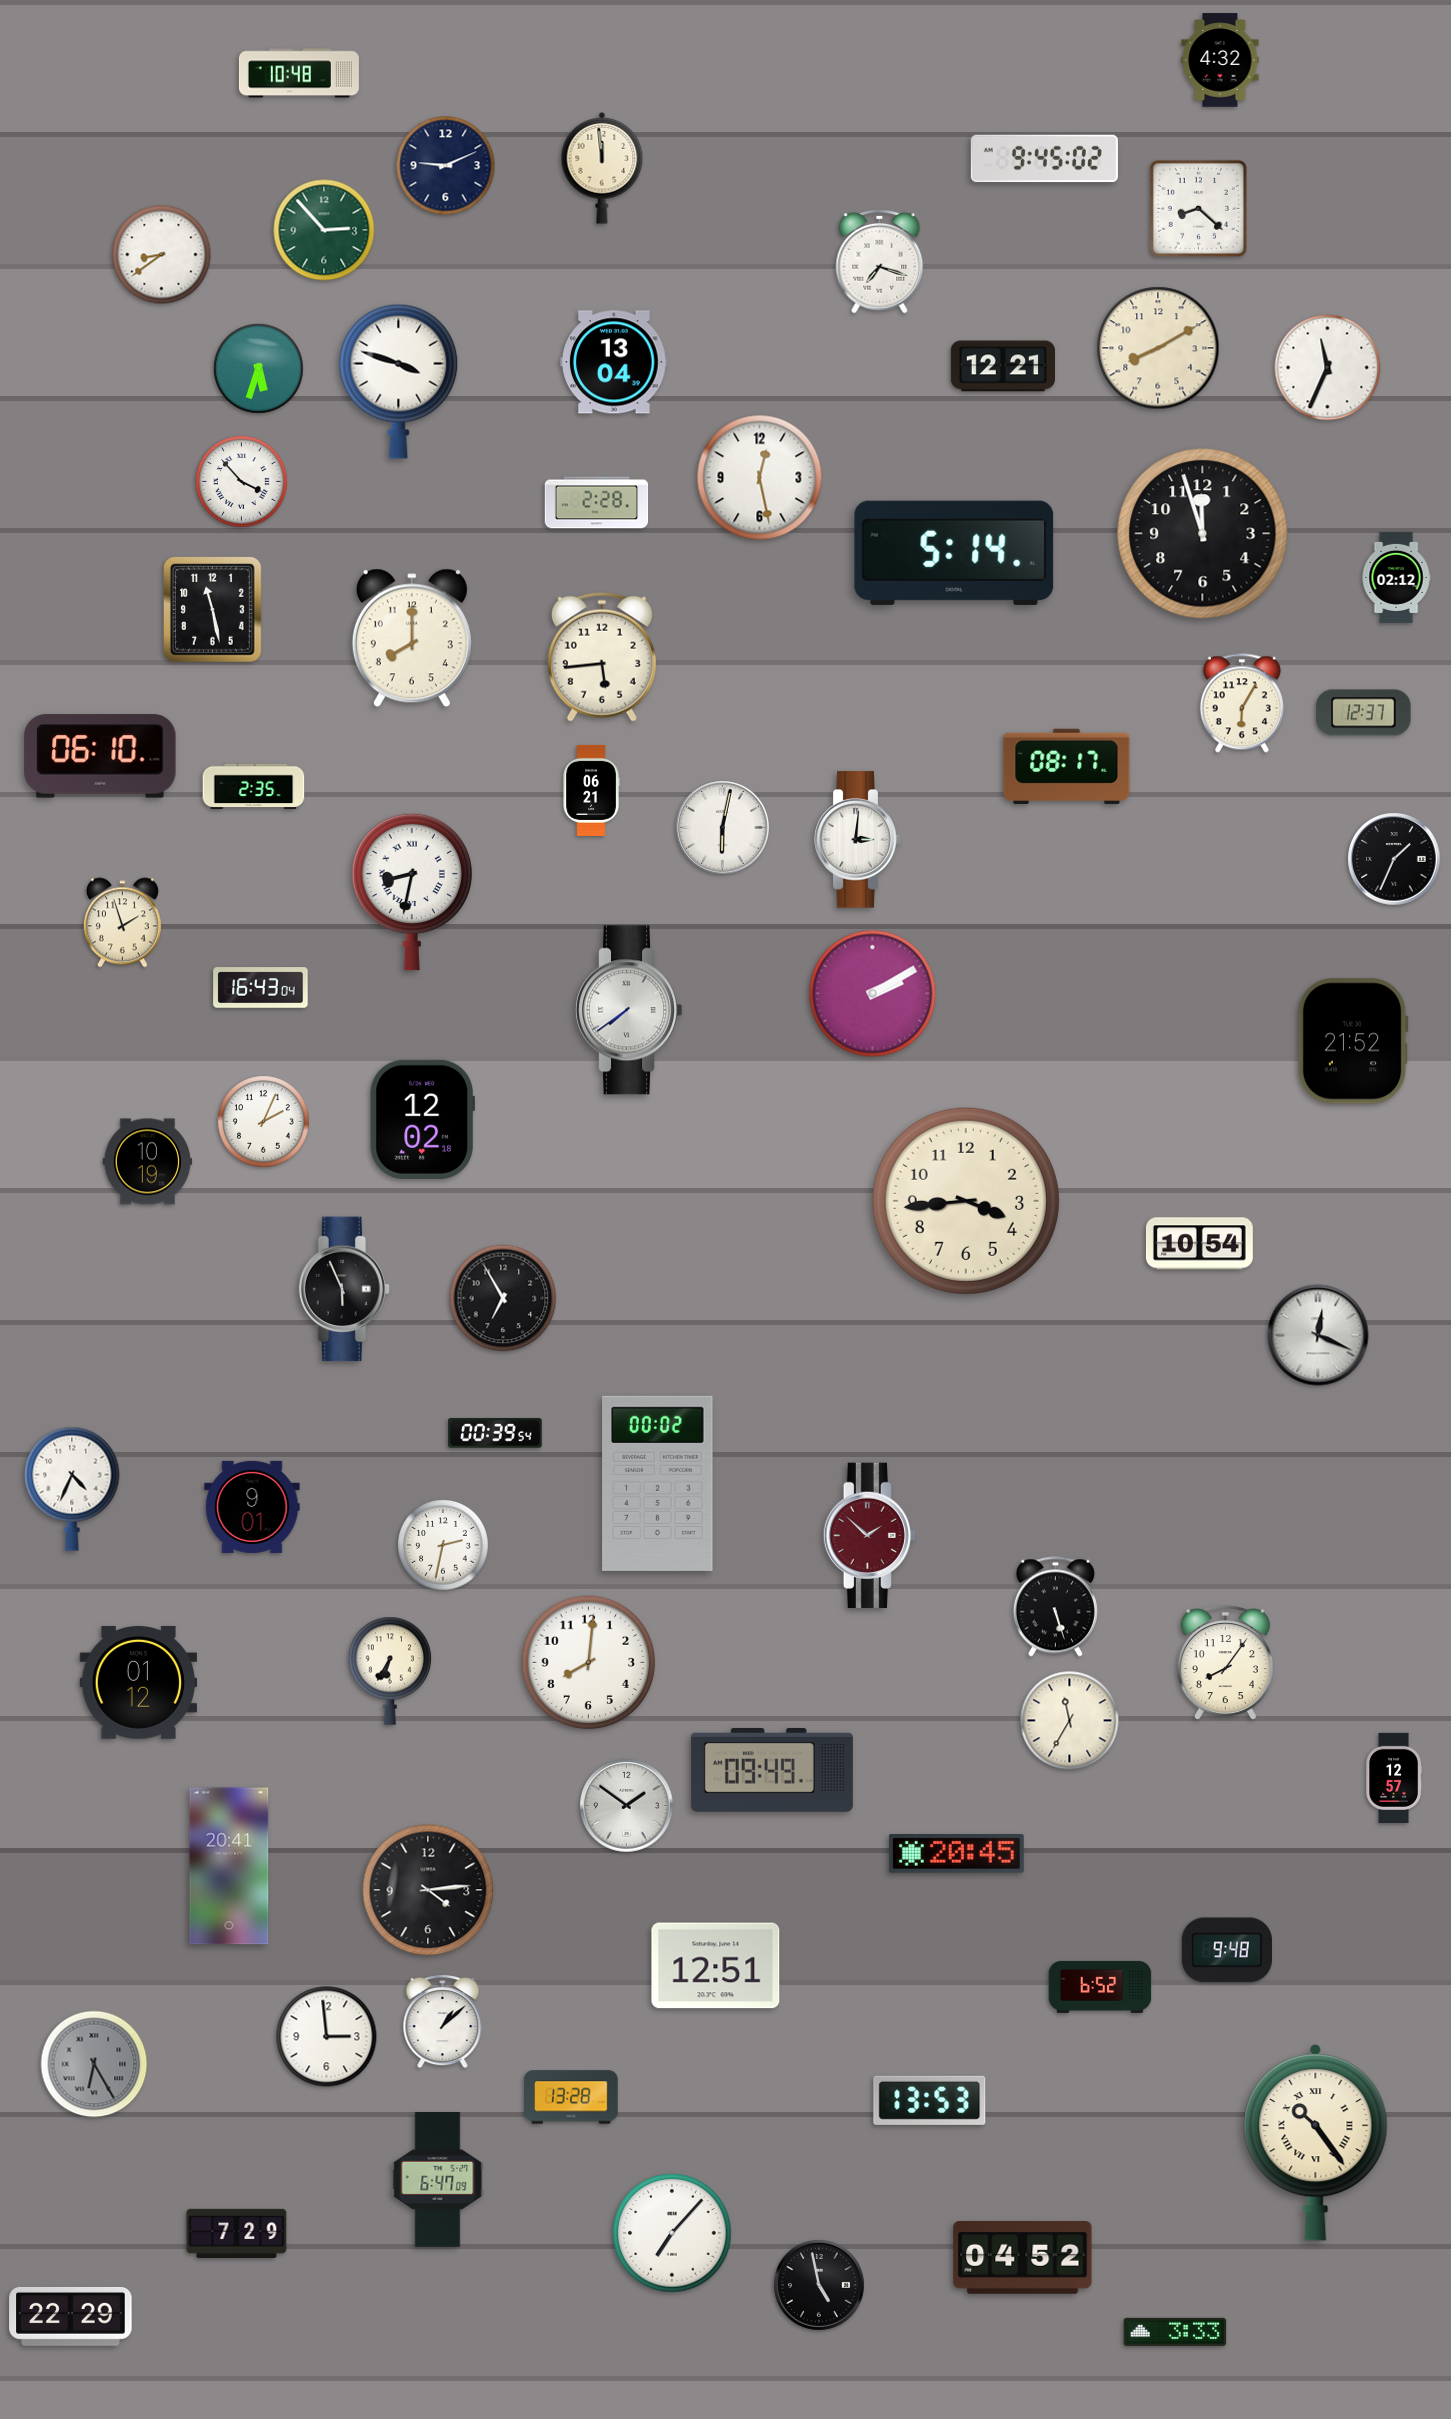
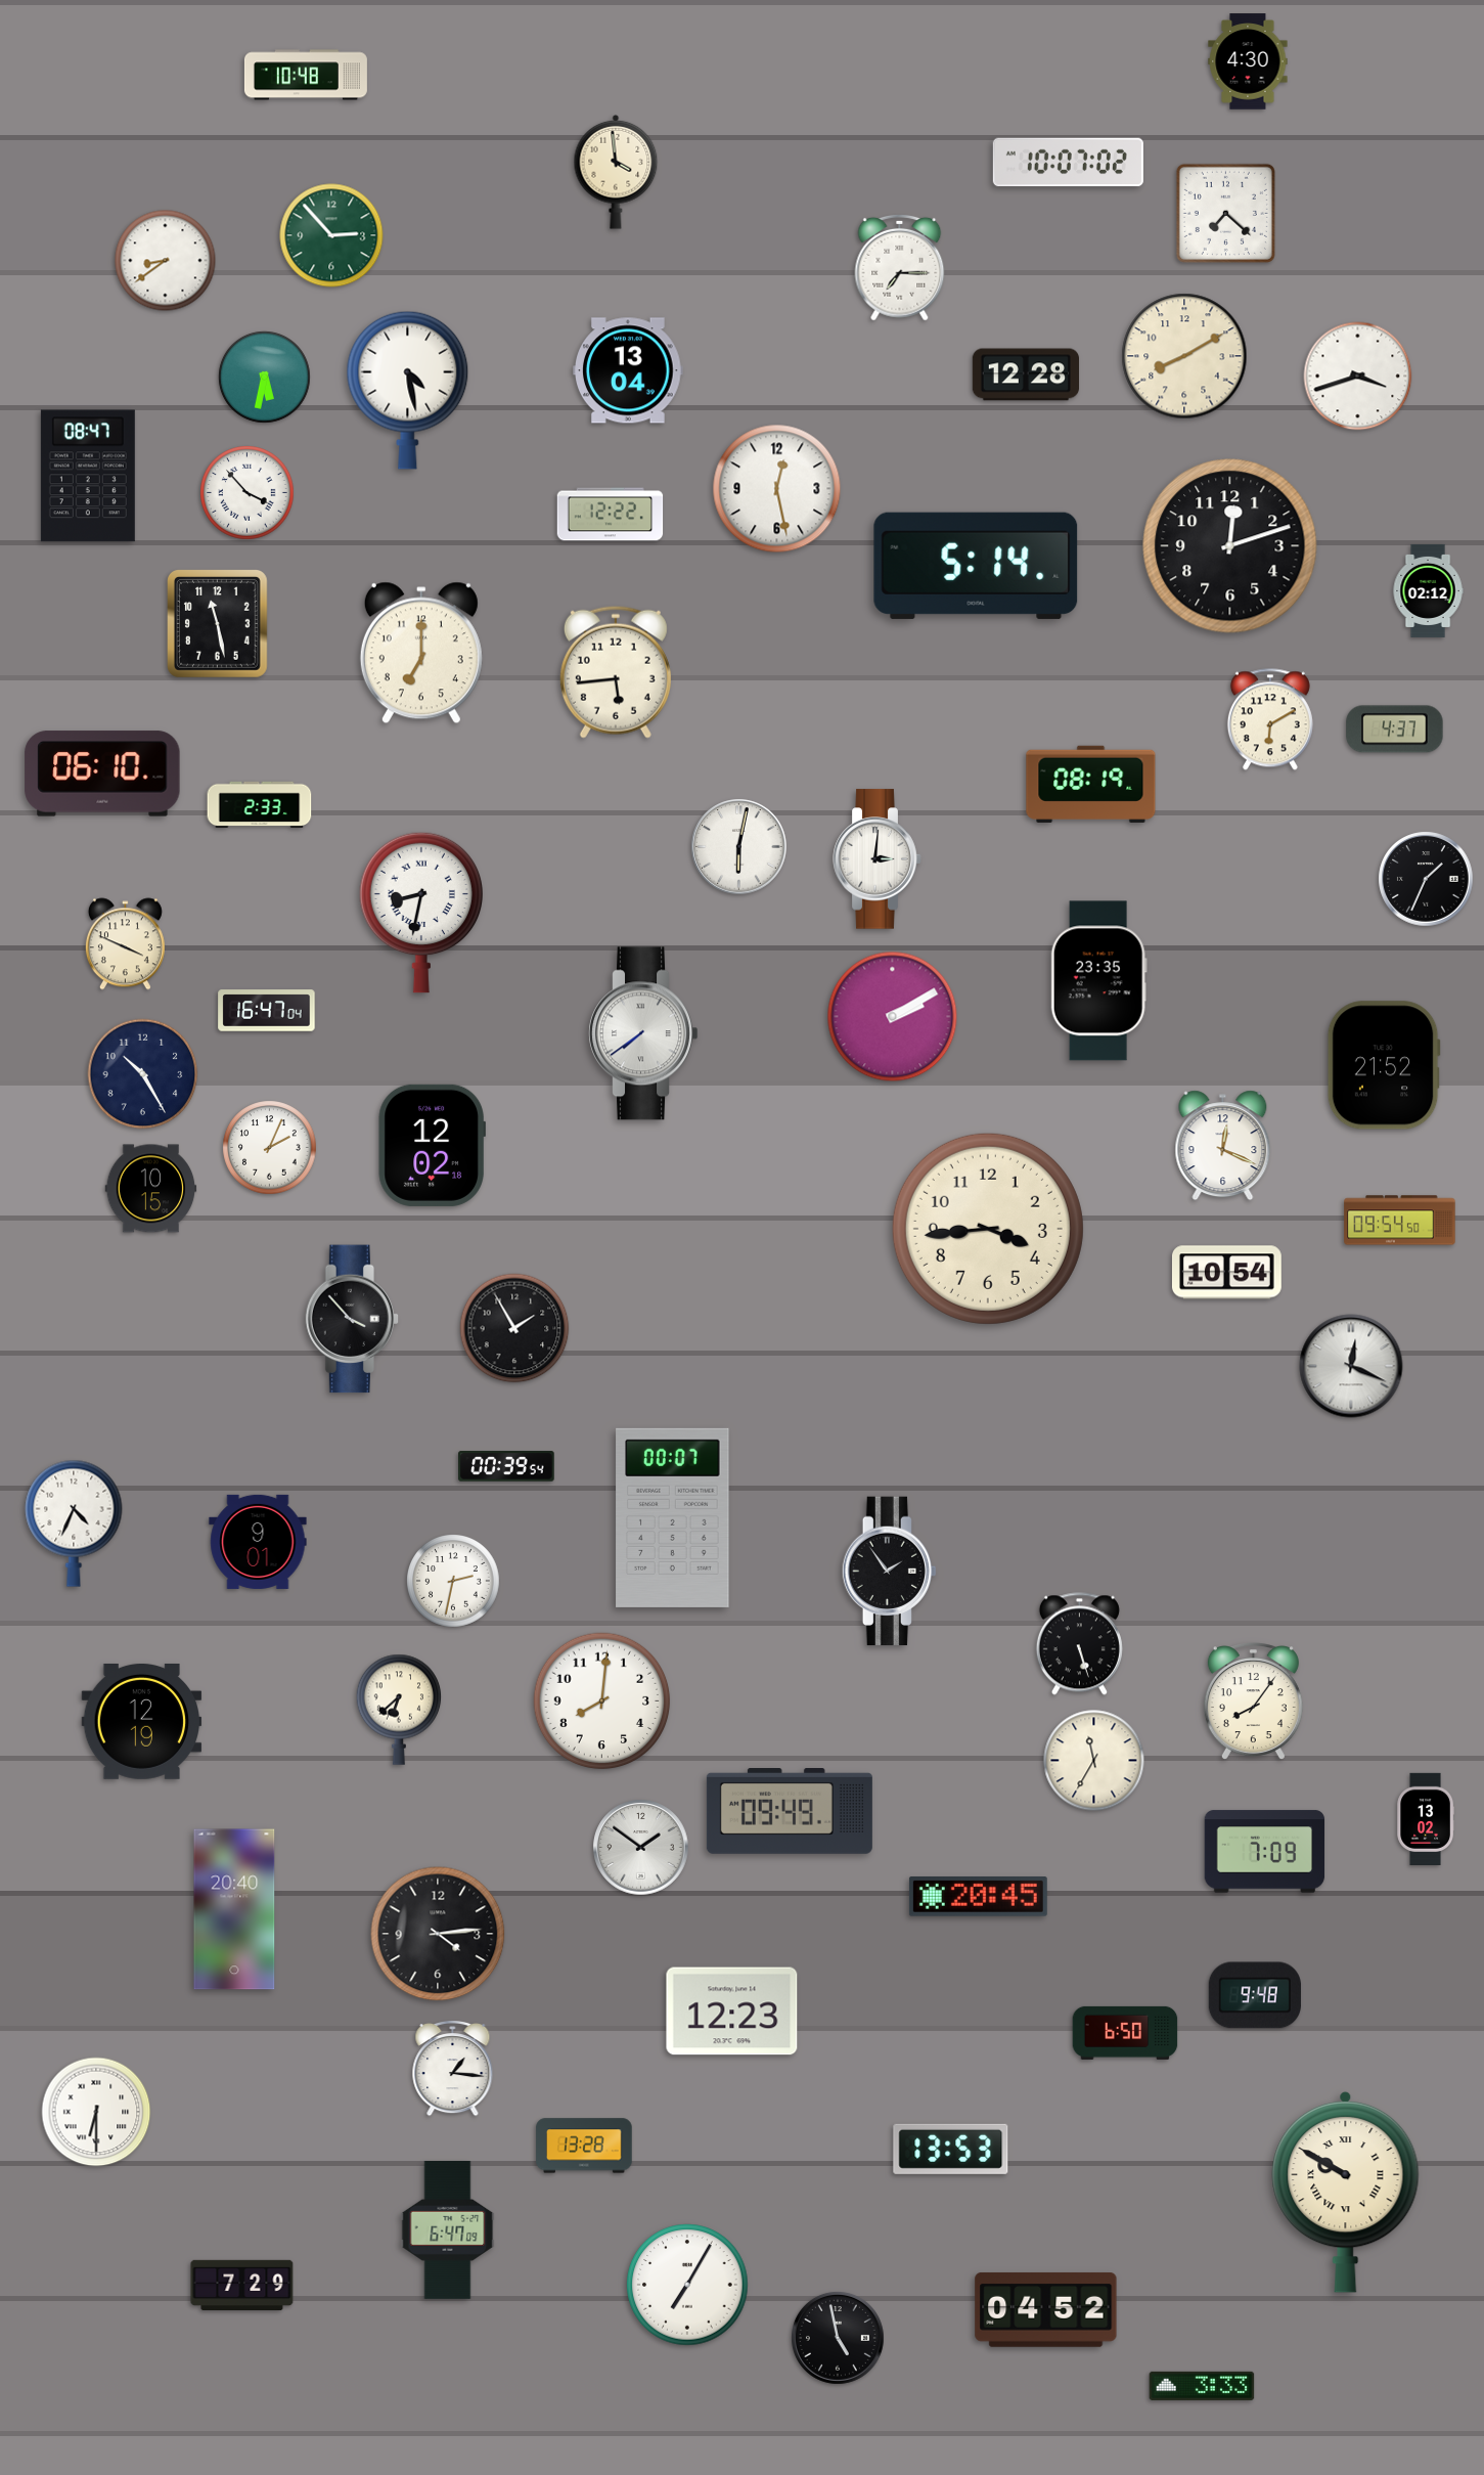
clock at (1220, 60): 4:32 -> 4:30
clock at (1044, 159): 9:45 -> 10:07
clock at (446, 166): 9:11 -> none
clock at (602, 168): 11:59 -> 3:59
clock at (1198, 208): 8:22 -> 7:22
clock at (880, 261): 7:18 -> 7:15
clock at (1002, 366): 12:21 -> 12:28
clock at (258, 368): 5:33 -> 5:32
clock at (1328, 368): 11:34 -> 3:42
clock at (399, 381): 3:48 -> 4:28
clock at (88, 476): none -> 08:47
clock at (597, 503): 2:28 -> 12:22
clock at (1203, 534): 11:57 -> 12:12
clock at (412, 638): 8:00 -> 7:00
clock at (1242, 703): 6:05 -> 6:10
clock at (1364, 713): 12:37 -> 4:37
clock at (1067, 766): 08:17 -> 08:19
clock at (254, 787): 2:35 -> 2:33
clock at (591, 790): 06:21 -> none
clock at (122, 923): 1:57 -> 3:49
clock at (1098, 981): none -> 23:35
clock at (261, 988): 16:43 -> 16:47
clock at (143, 1074): none -> 10:25
clock at (1223, 1146): none -> 12:19
clock at (148, 1162): 10:19 -> 10:15
clock at (1400, 1221): none -> 09:54
clock at (344, 1289): 5:56 -> 3:53
clock at (503, 1298): 6:55 -> 1:55
clock at (1318, 1335) position: (1318, 1335) -> (1351, 1366)
clock at (658, 1483): 00:02 -> 00:07
clock at (869, 1536): 1:52 -> 1:54
clock at (869, 1536) dial: burgundy -> black
clock at (390, 1671): 6:35 -> 6:38
clock at (139, 1682): 01:12 -> 12:19
clock at (1394, 1778): 12:57 -> 13:02
clock at (1265, 1852): none -> 7:09
clock at (229, 1866): 20:41 -> 20:40
clock at (716, 1966): 12:51 -> 12:23
clock at (1100, 1987): 6:52 -> 6:50
clock at (443, 2022): 1:08 -> 1:16
clock at (327, 2037): 2:59 -> none
clock at (94, 2064): 6:25 -> 6:30
clock at (94, 2064) dial: grey -> white
clock at (1316, 2142): 10:24 -> 9:50
clock at (672, 2233): 7:07 -> 7:05
clock at (71, 2316): 22:29 -> none
